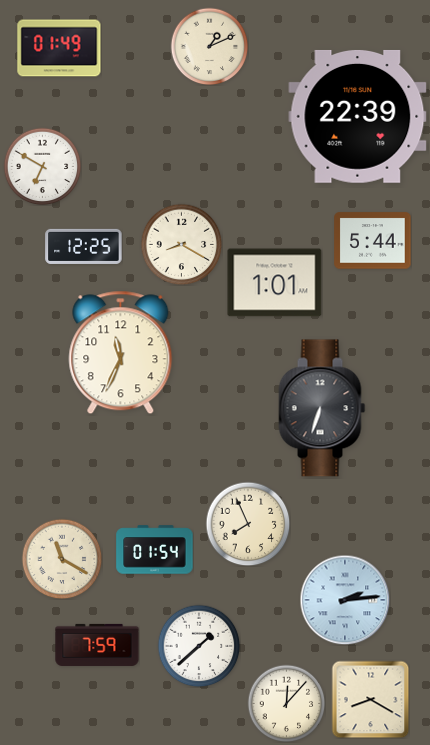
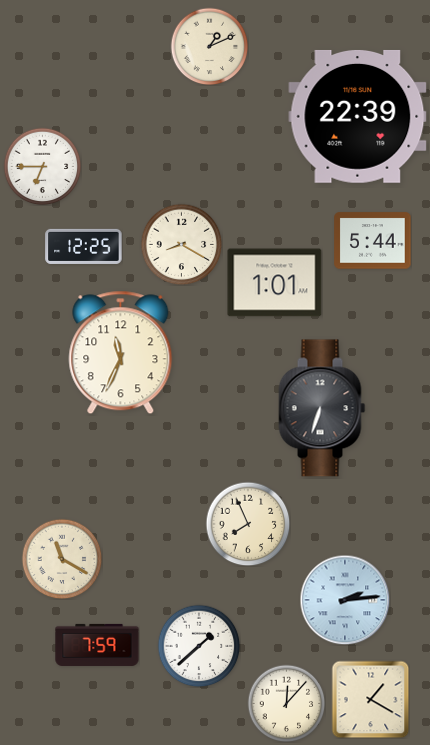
clock at (59, 48): 01:49 -> none
clock at (42, 166): 6:50 -> 6:45
clock at (155, 550): 01:54 -> none
clock at (370, 699): 8:20 -> 1:20
